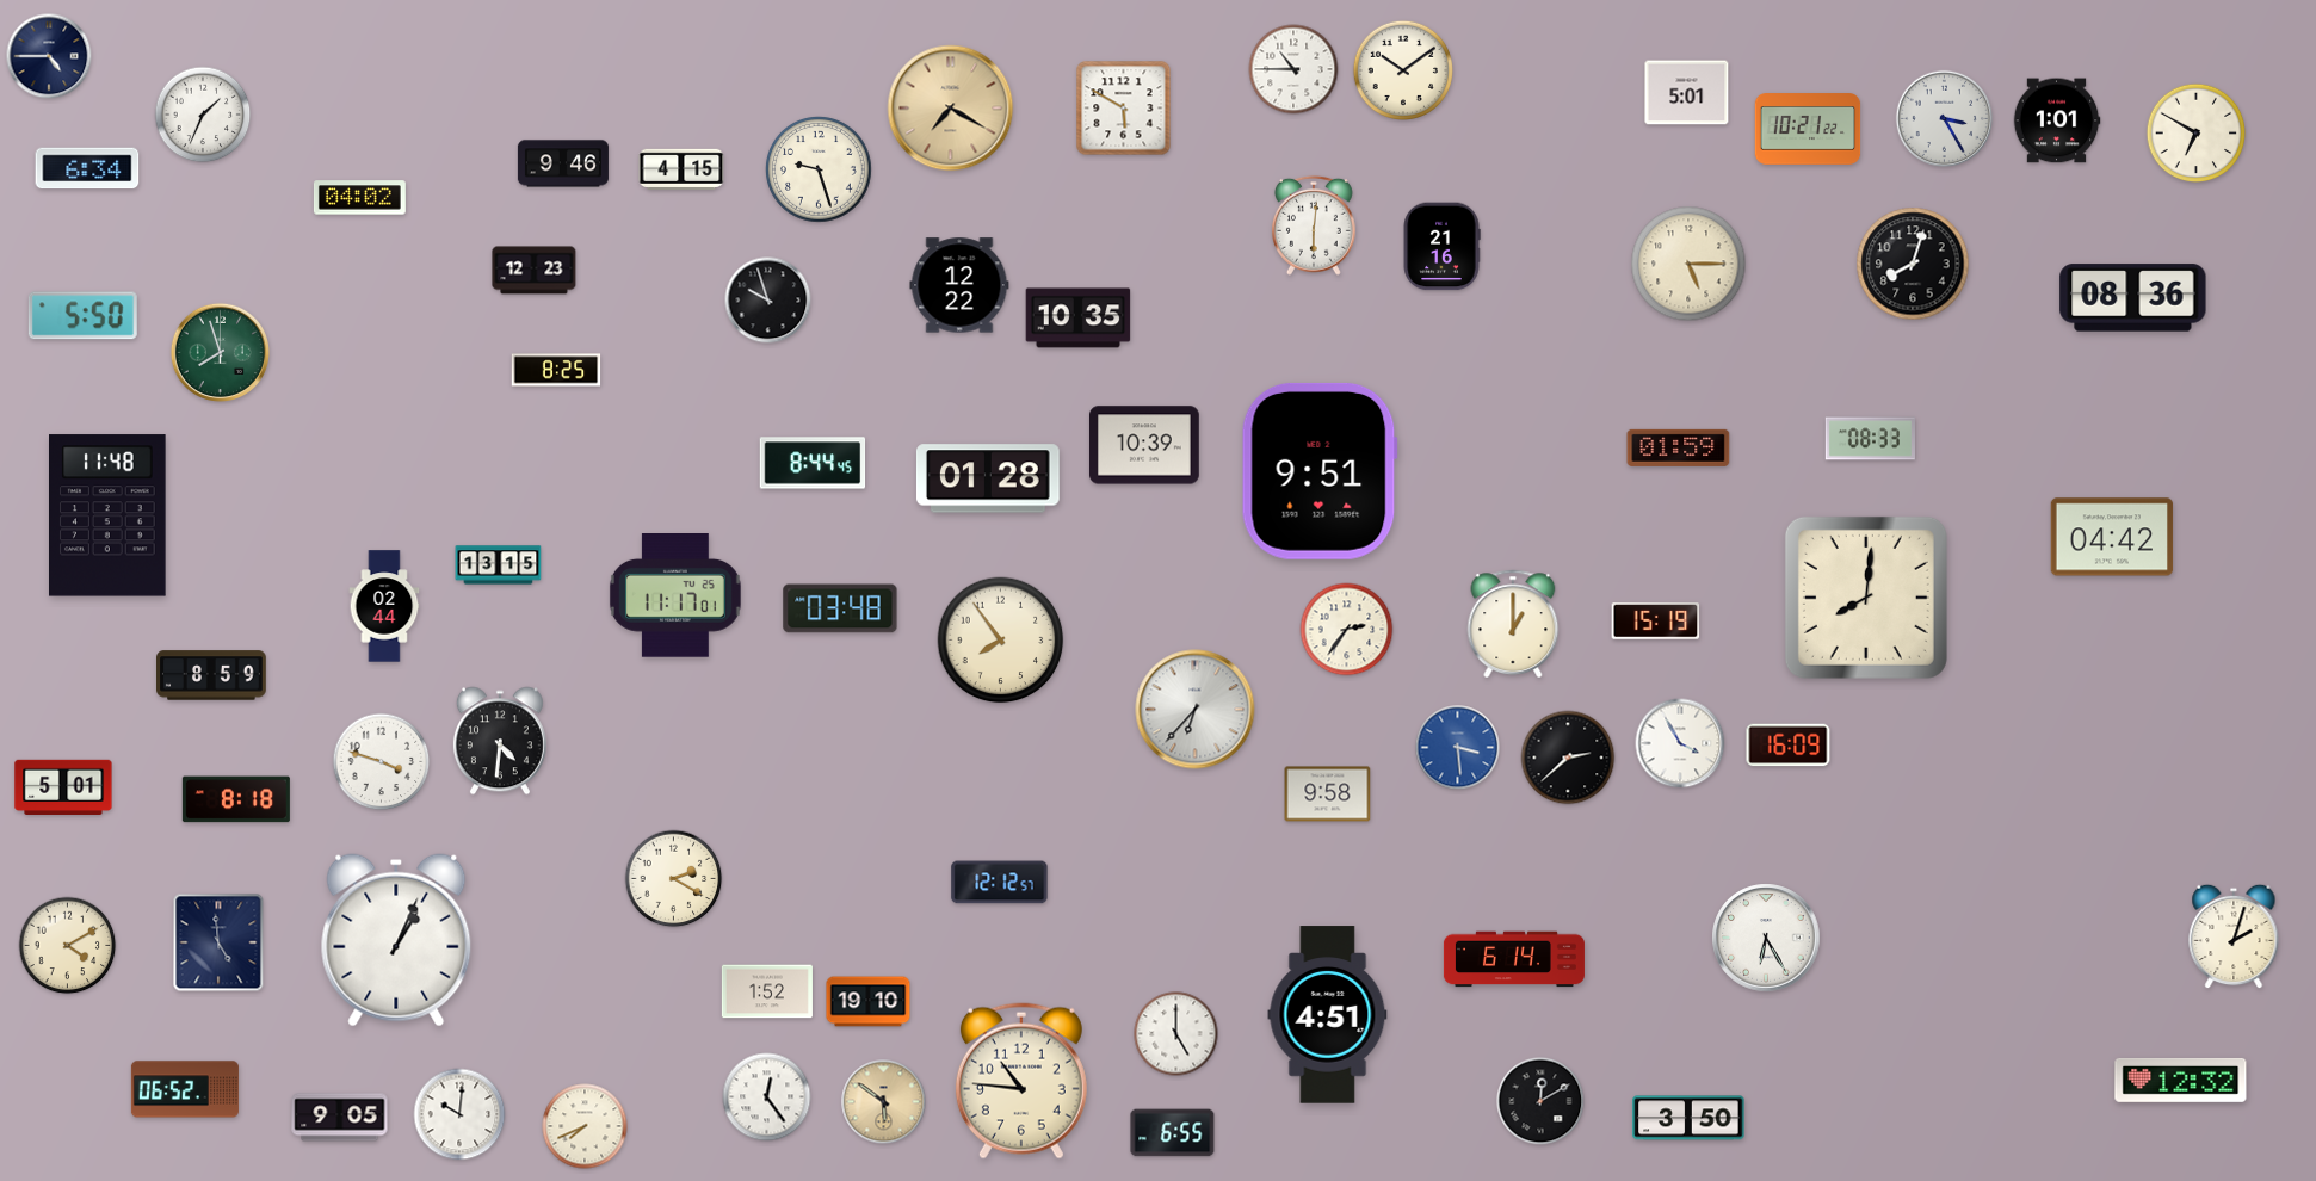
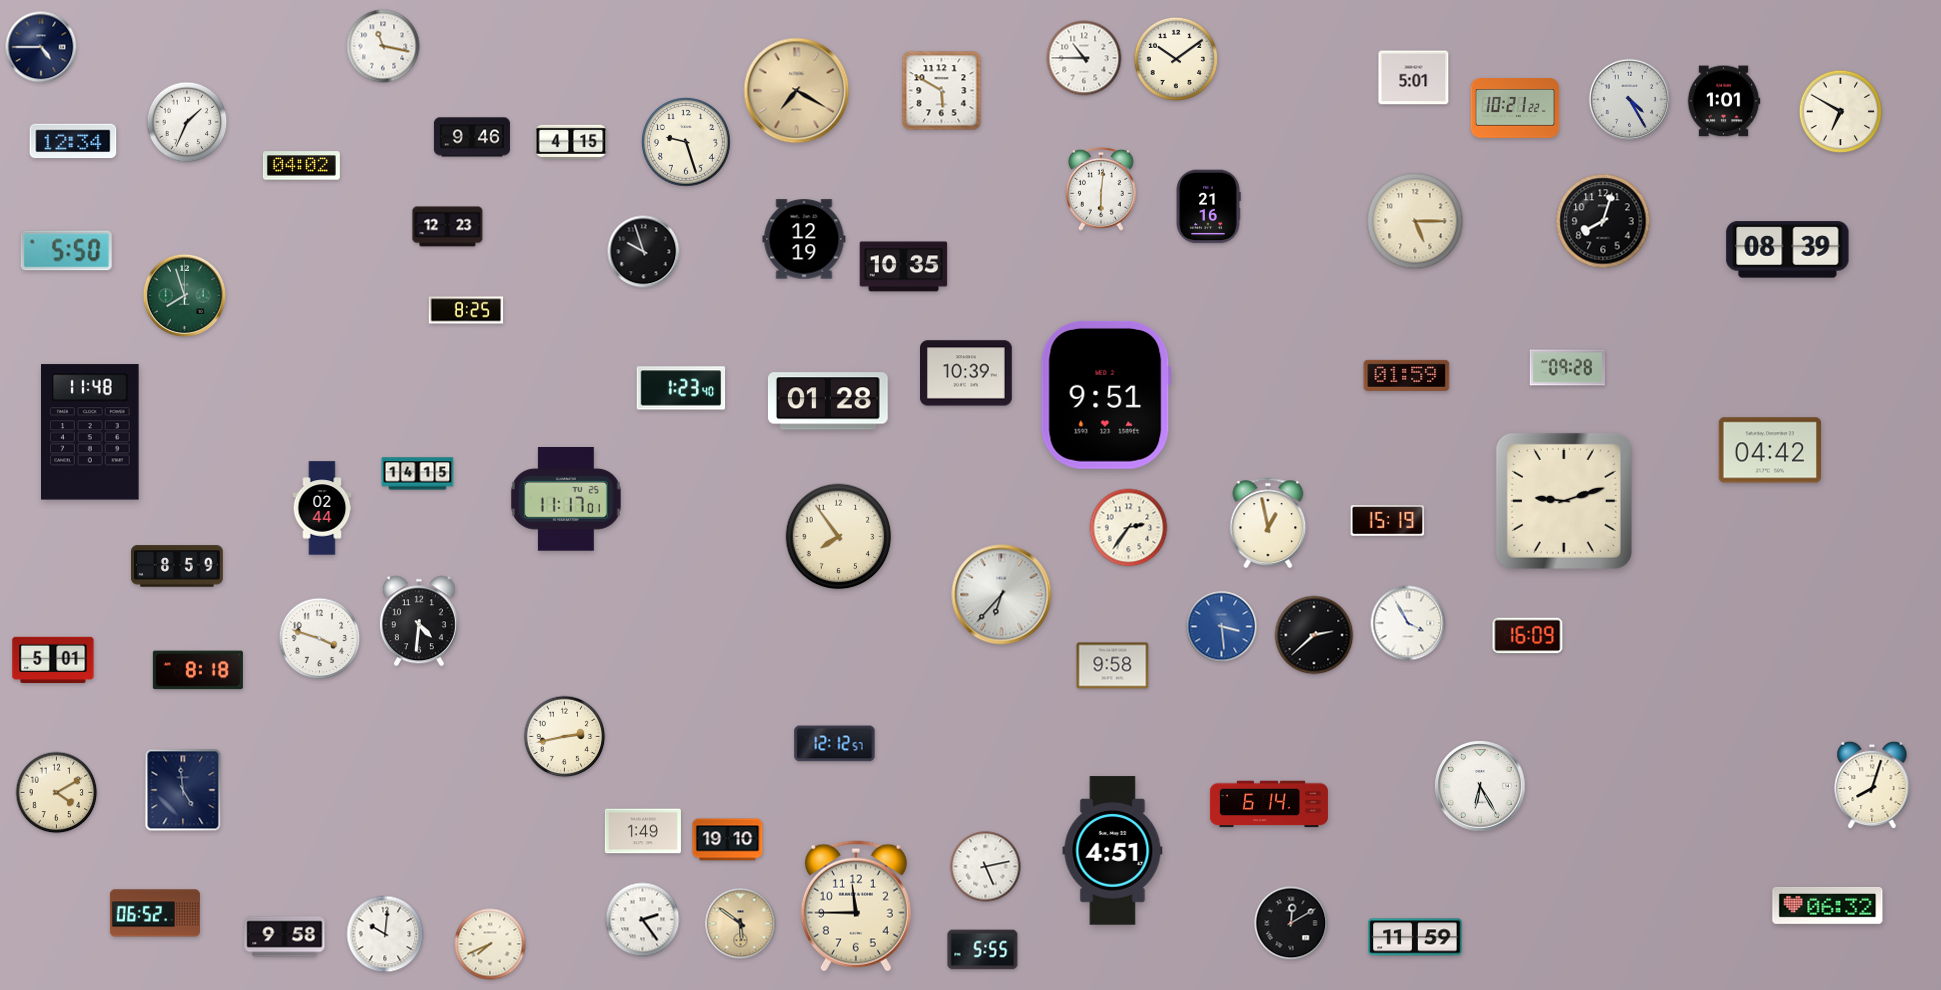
clock at (383, 46): none -> 11:17
clock at (203, 115) position: (203, 115) -> (187, 122)
clock at (1945, 119): 3:25 -> 4:25
clock at (87, 168): 6:34 -> 12:34
clock at (959, 285): 12:22 -> 12:19
clock at (2133, 298): 08:36 -> 08:39
clock at (82, 316) position: (82, 316) -> (66, 251)
clock at (1870, 439): 08:33 -> 09:28
clock at (1145, 445) position: (1145, 445) -> (967, 373)
clock at (813, 463): 8:44 -> 1:23
clock at (499, 565): 13:15 -> 14:15
clock at (1866, 598): 8:01 -> 9:12
clock at (840, 608): 03:48 -> none
clock at (1513, 623): 1:00 -> 12:58
clock at (1789, 746) position: (1789, 746) -> (1528, 636)
clock at (674, 879): 2:20 -> 2:43
clock at (1000, 883) position: (1000, 883) -> (835, 744)
clock at (2234, 936): 2:03 -> 8:03
clock at (396, 940): 1:04 -> none
clock at (767, 991): 1:52 -> 1:49
clock at (1176, 1034): 5:00 -> 5:13
clock at (2181, 1080): 12:32 -> 06:32
clock at (1021, 1081): 10:46 -> 11:45
clock at (767, 1097): 12:24 -> 2:24
clock at (340, 1118): 9:05 -> 9:58
clock at (1688, 1118): 3:50 -> 11:59
clock at (1173, 1133): 6:55 -> 5:55
